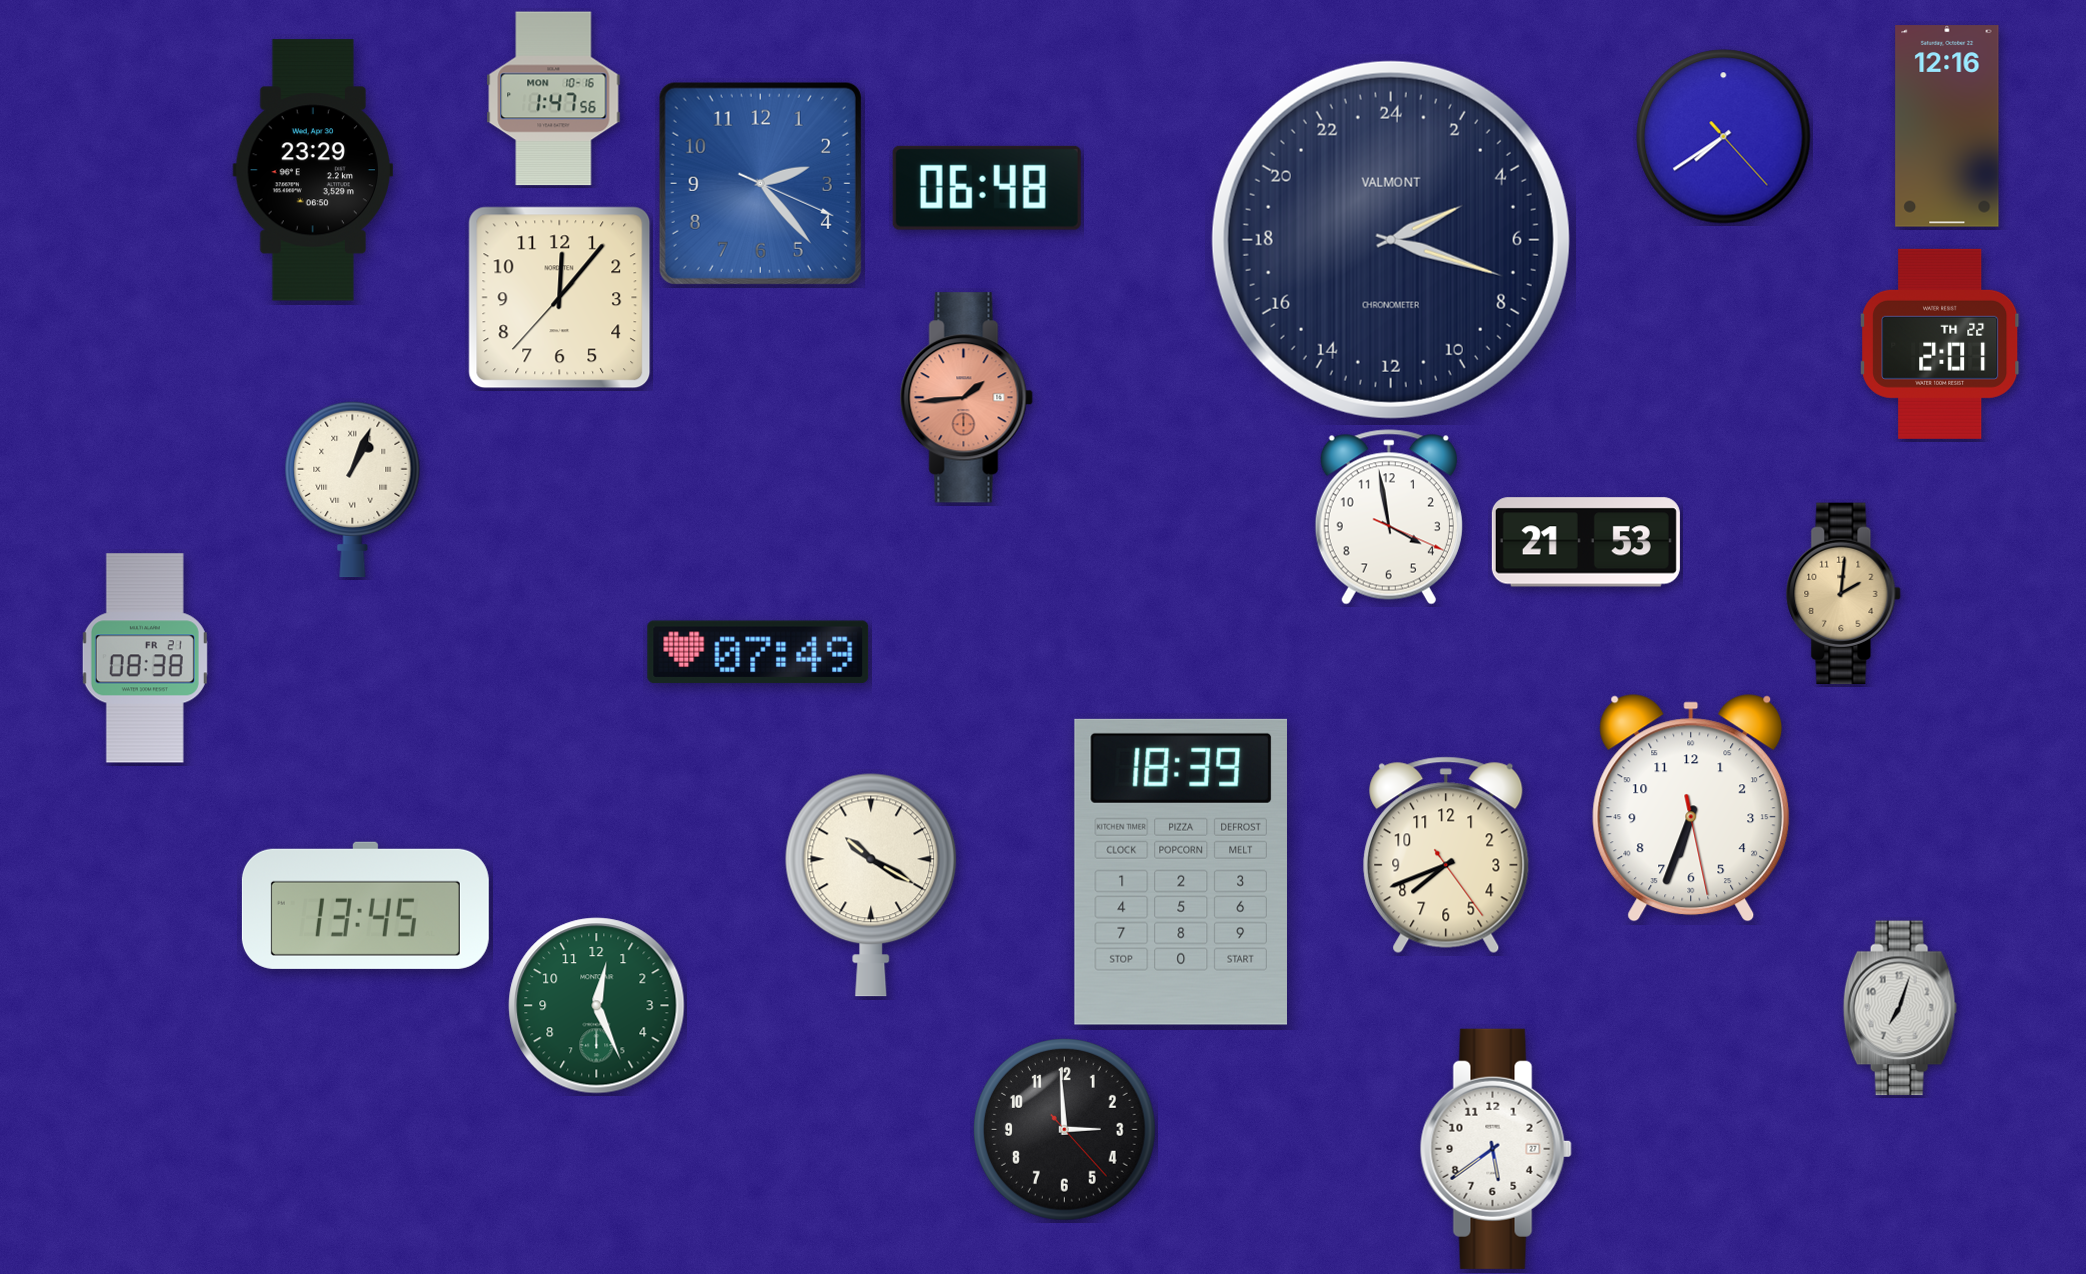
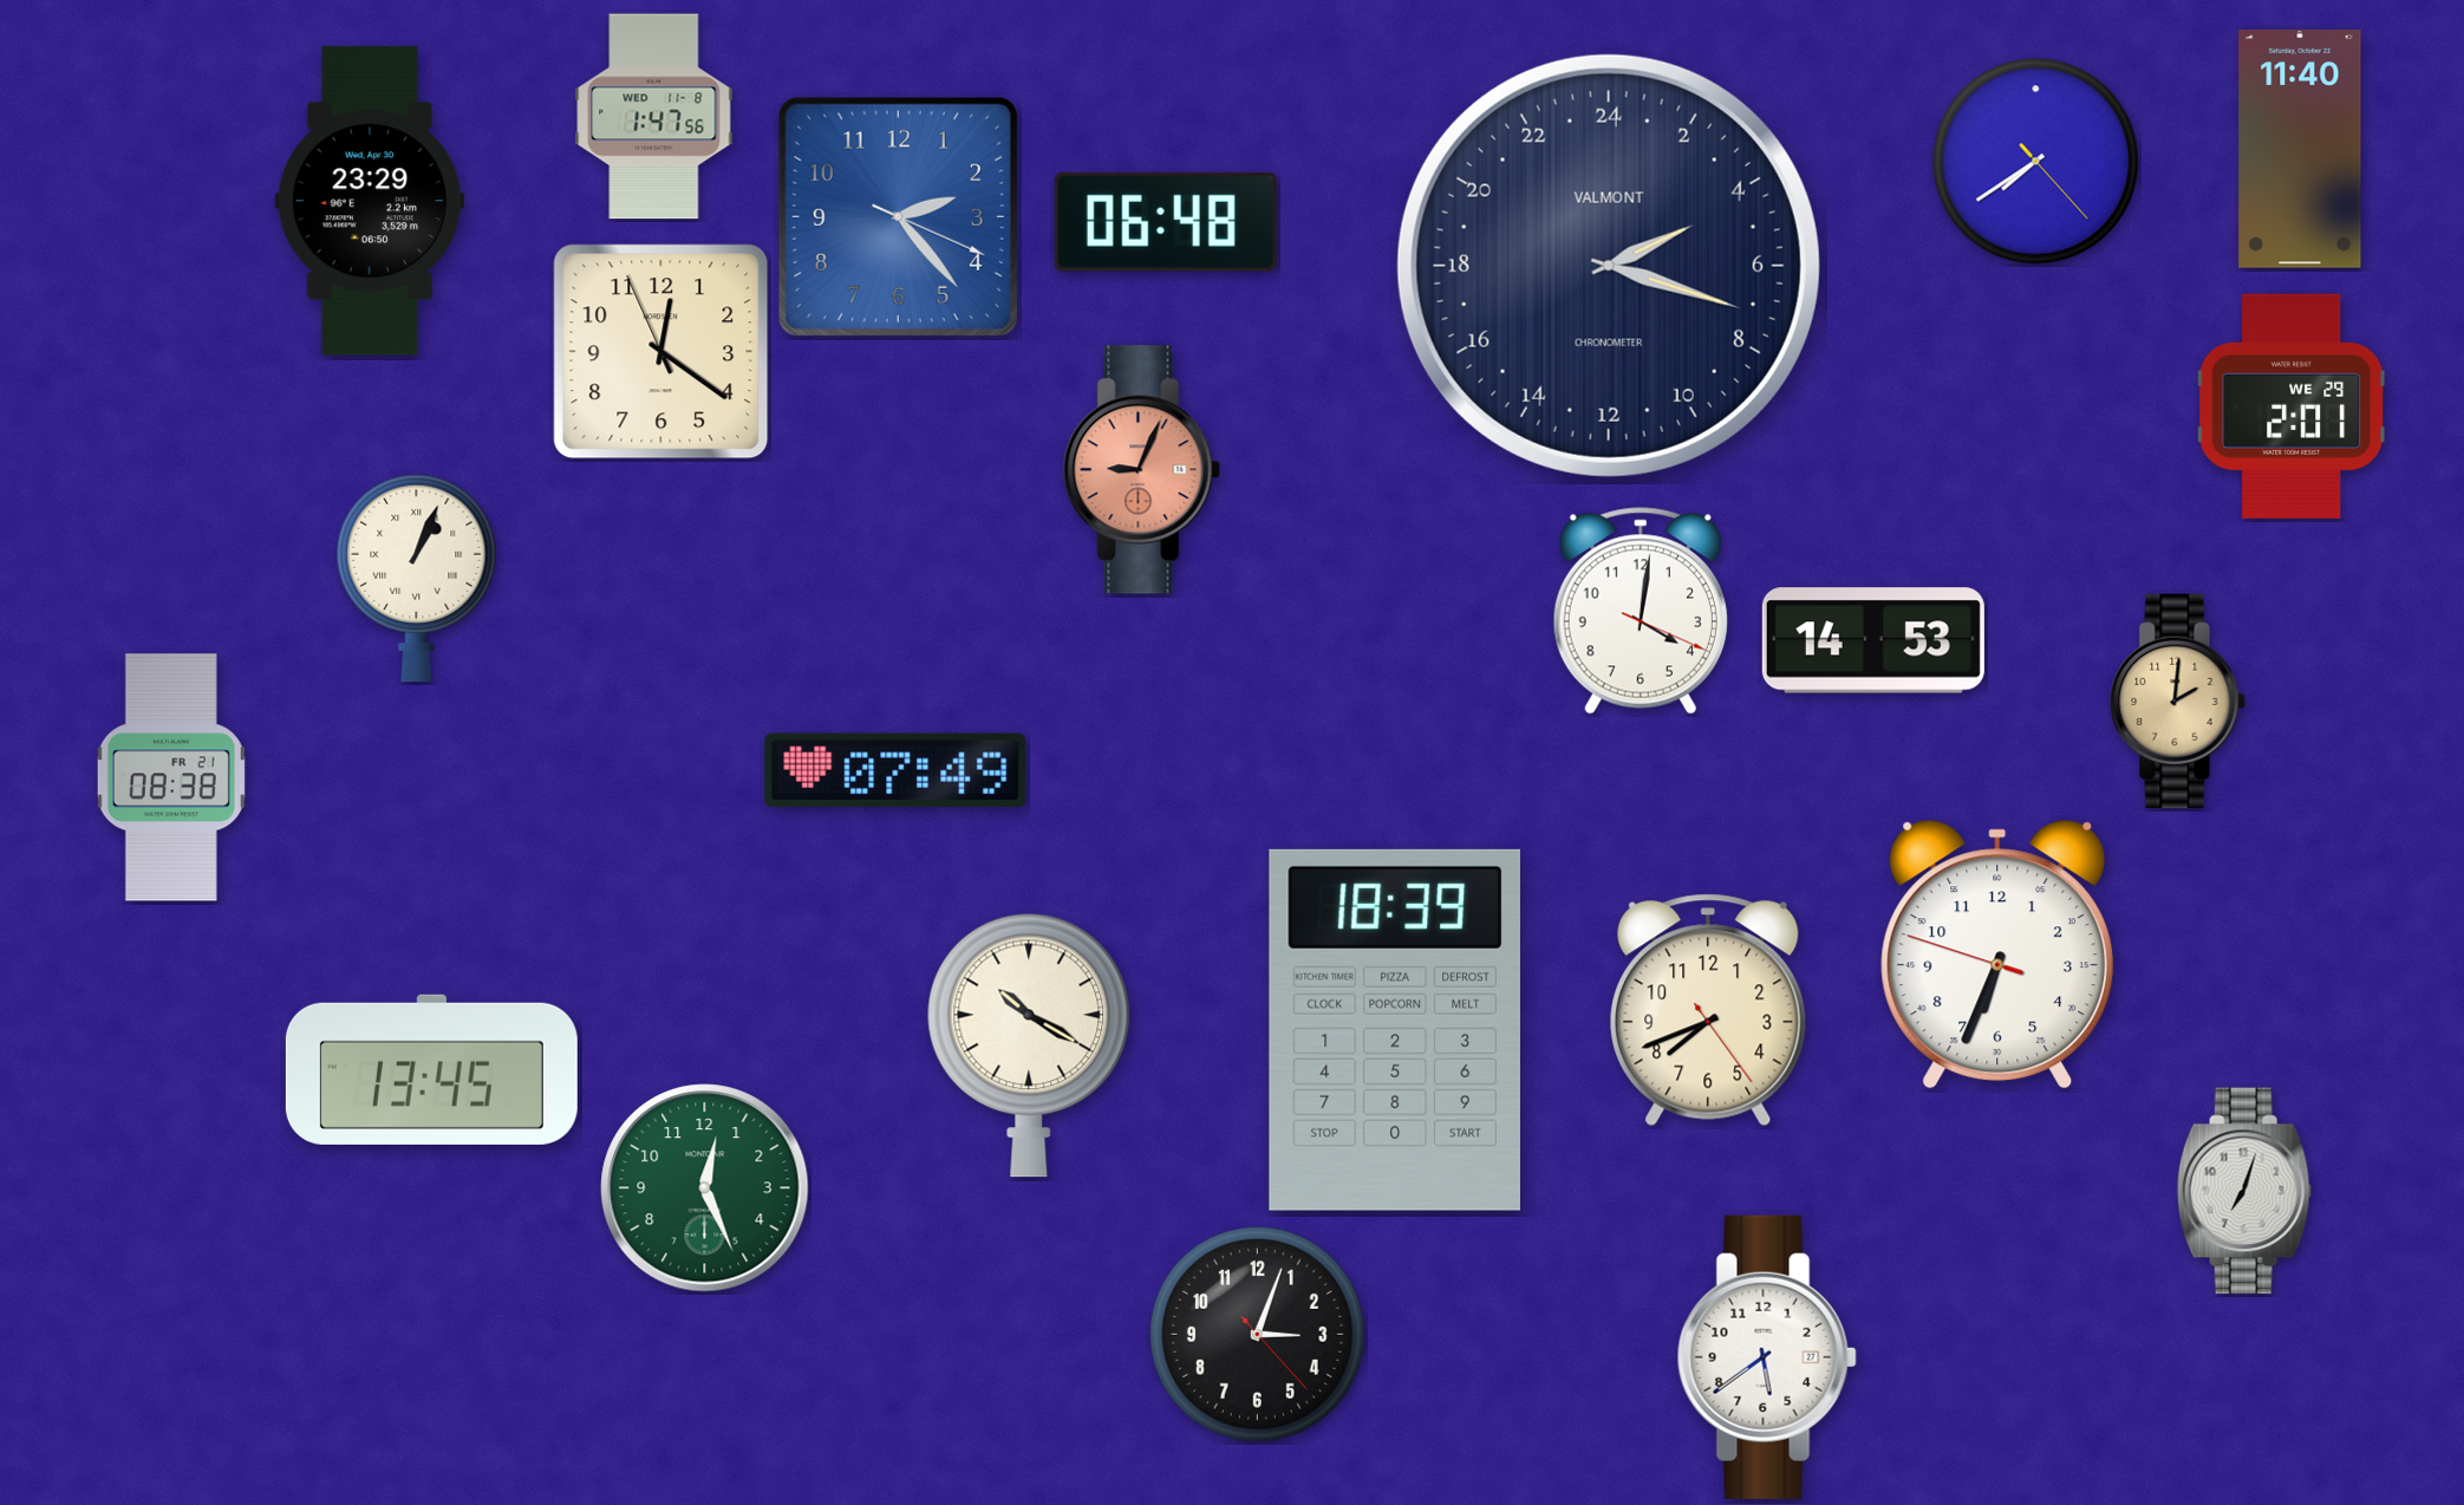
clock at (554, 99) date: MON 10-16 -> WED 11-8
clock at (1947, 126): 12:16 -> 11:40
clock at (1391, 240) position: (1391, 240) -> (1609, 266)
clock at (560, 298): 12:06 -> 12:20
clock at (1940, 344) date: TH 22 -> WE 29
clock at (966, 398): 1:44 -> 9:04
clock at (1389, 517): 3:58 -> 4:01
clock at (1586, 542): 21:53 -> 14:53
clock at (1691, 808): 6:33:28 -> 6:33:48
clock at (1065, 1130): 2:59 -> 3:03
